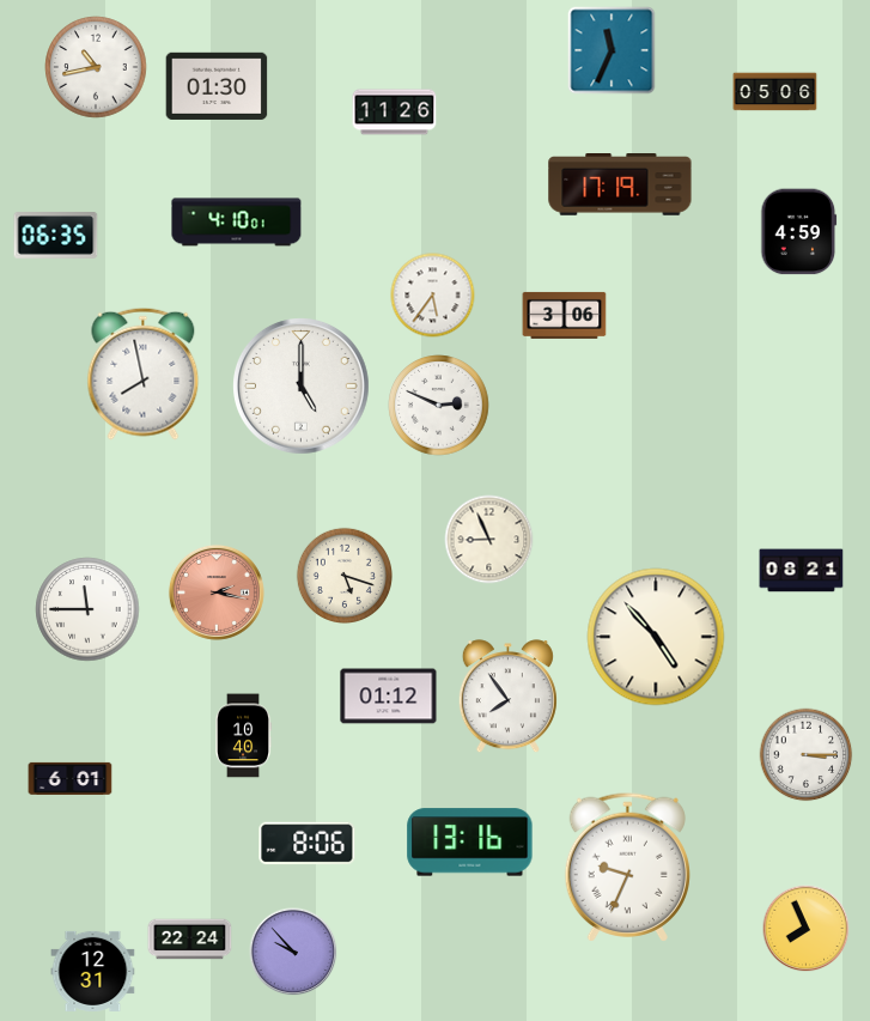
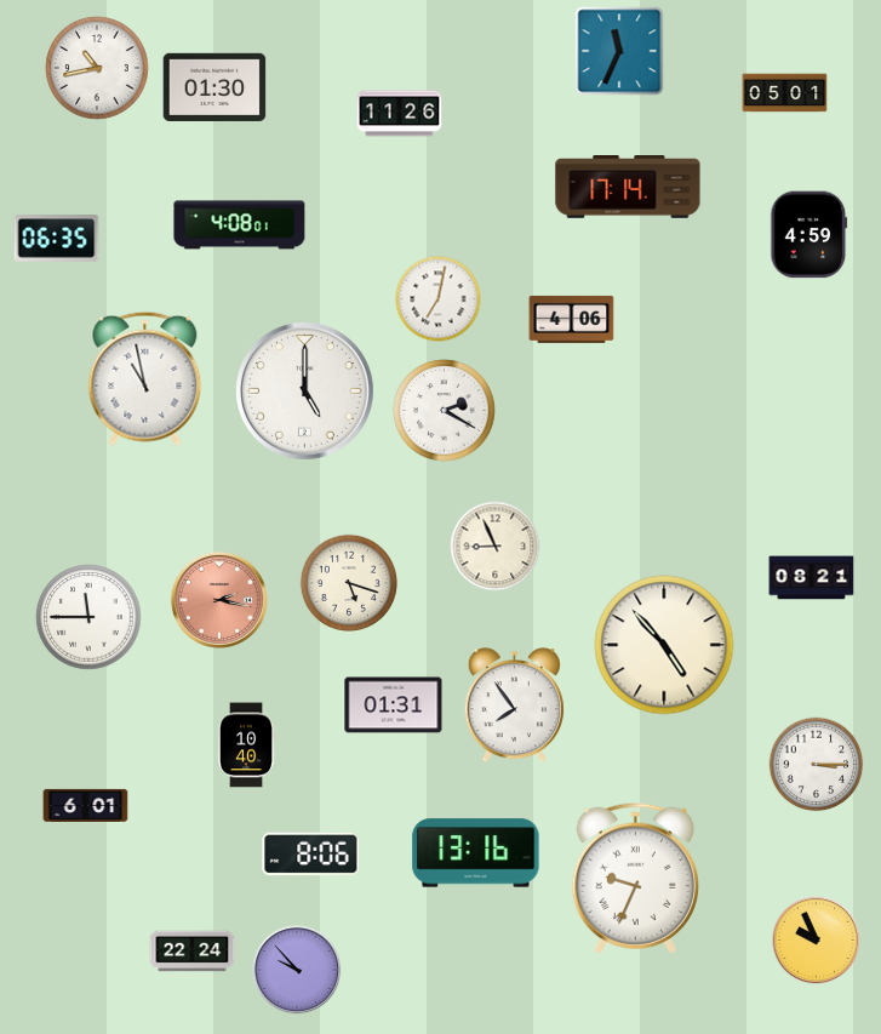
clock at (217, 86) position: (217, 86) -> (214, 87)
clock at (775, 92): 05:06 -> 05:01
clock at (620, 186): 17:19 -> 17:14
clock at (237, 223): 4:10 -> 4:08
clock at (433, 296): 5:36 -> 7:02
clock at (565, 315): 3:06 -> 4:06
clock at (144, 373): 7:58 -> 10:58
clock at (439, 406): 2:49 -> 2:20
clock at (389, 697): 01:12 -> 01:31
clock at (71, 778) position: (71, 778) -> (86, 805)
clock at (807, 929): 7:56 -> 9:56
clock at (293, 952) position: (293, 952) -> (297, 970)
clock at (93, 971): 12:31 -> none
